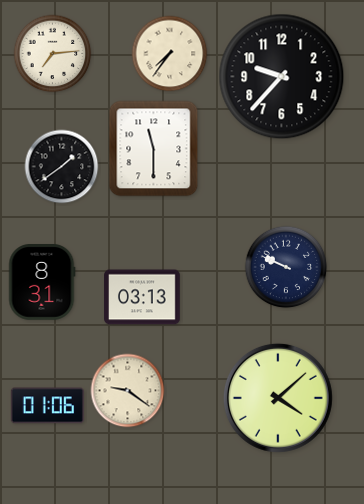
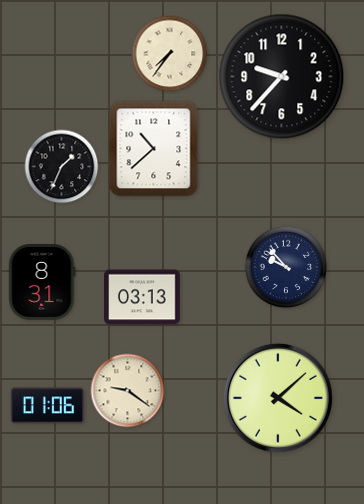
clock at (53, 54): 7:14 -> none
clock at (154, 149): 11:30 -> 10:38
clock at (62, 167): 1:39 -> 1:34
clock at (286, 267): 9:49 -> 9:53
